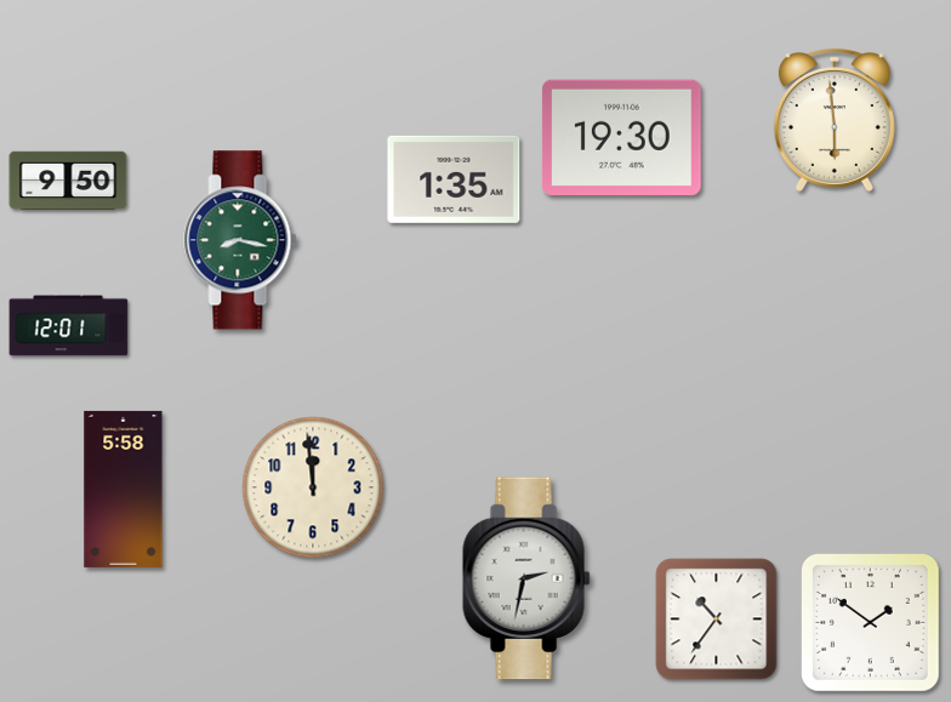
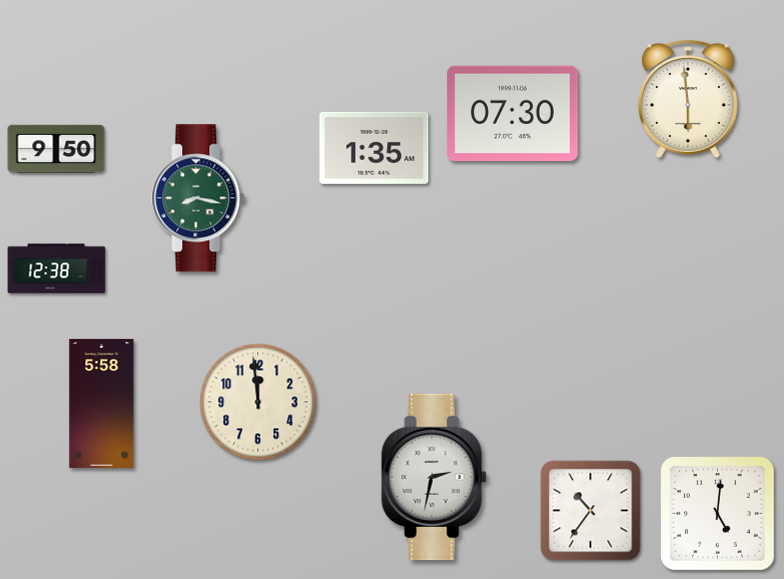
clock at (622, 137): 19:30 -> 07:30
clock at (69, 326): 12:01 -> 12:38
clock at (870, 622): 1:51 -> 5:01
